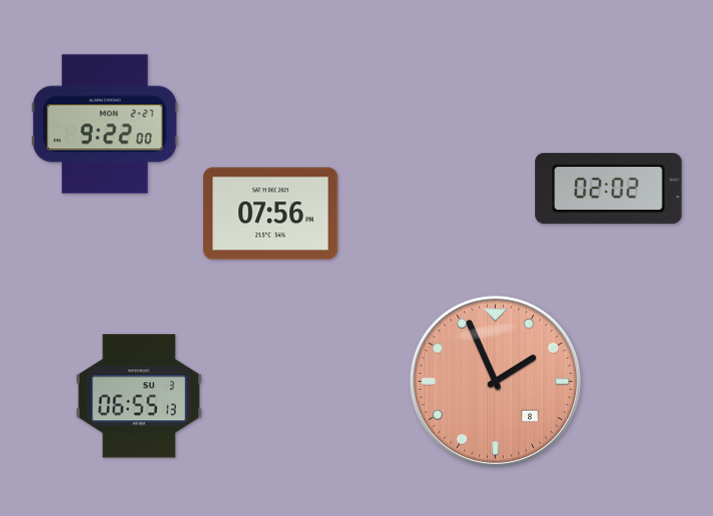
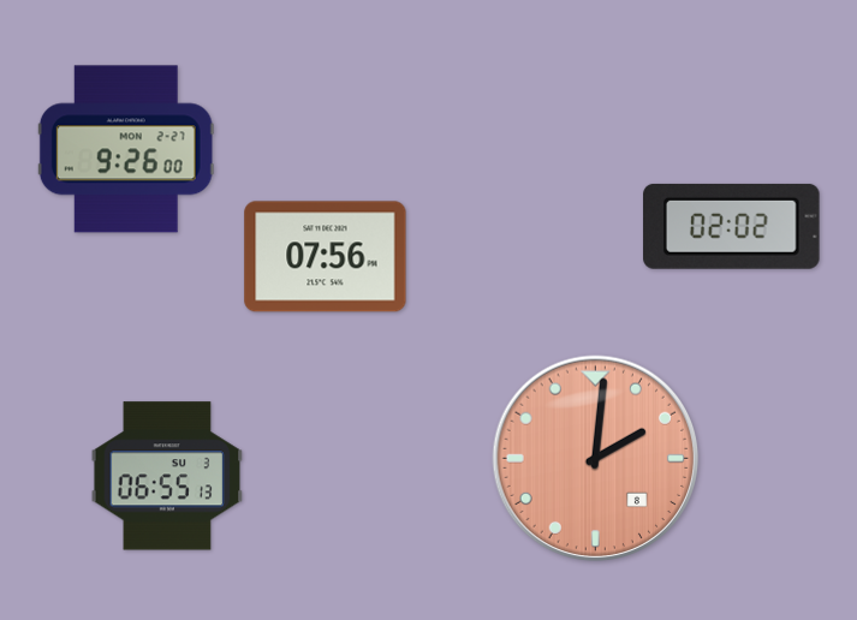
clock at (105, 124): 9:22 -> 9:26
clock at (496, 382): 1:56 -> 2:01
